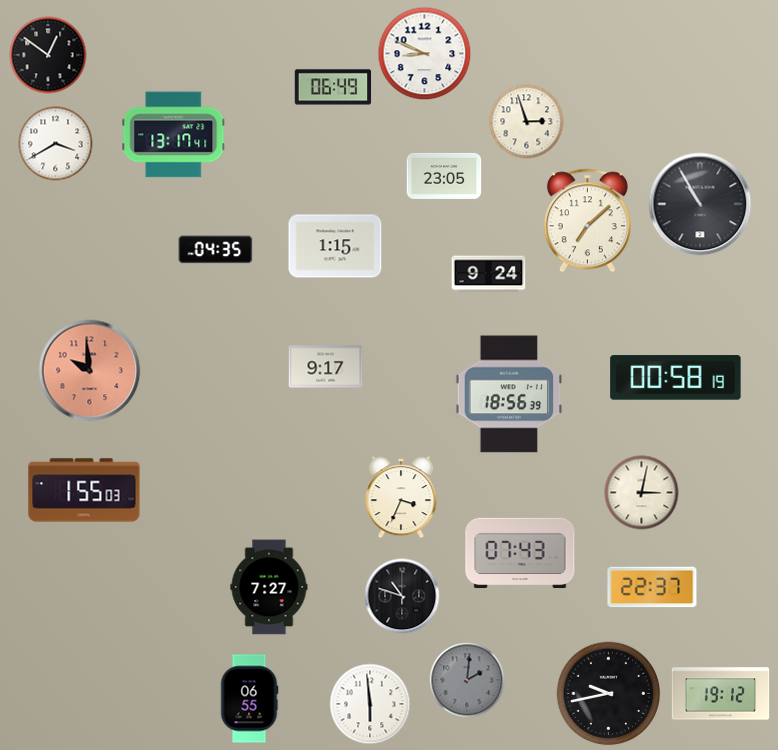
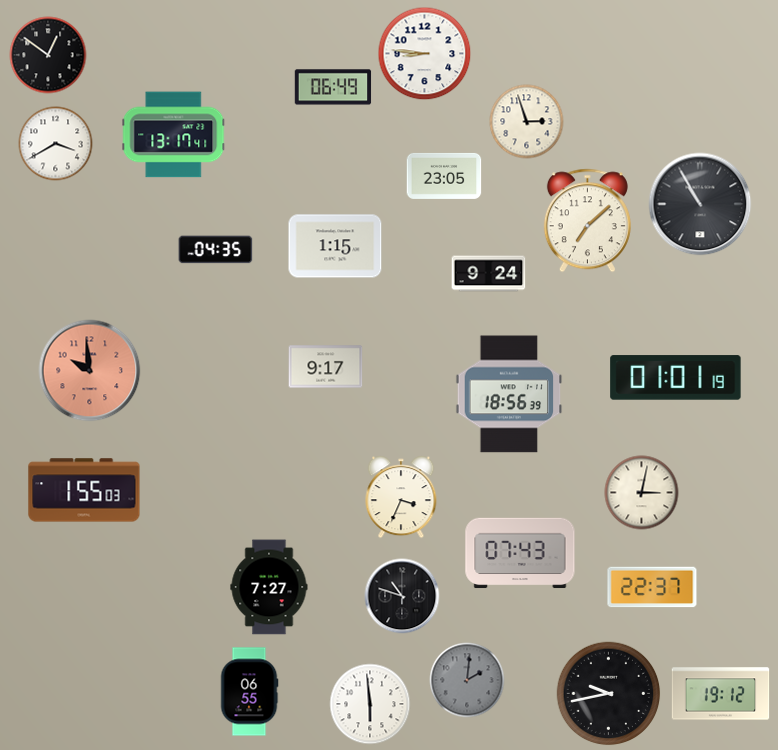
clock at (425, 54): 8:49 -> 8:46
clock at (676, 378): 00:58 -> 01:01
clock at (249, 699) position: (249, 699) -> (249, 692)
